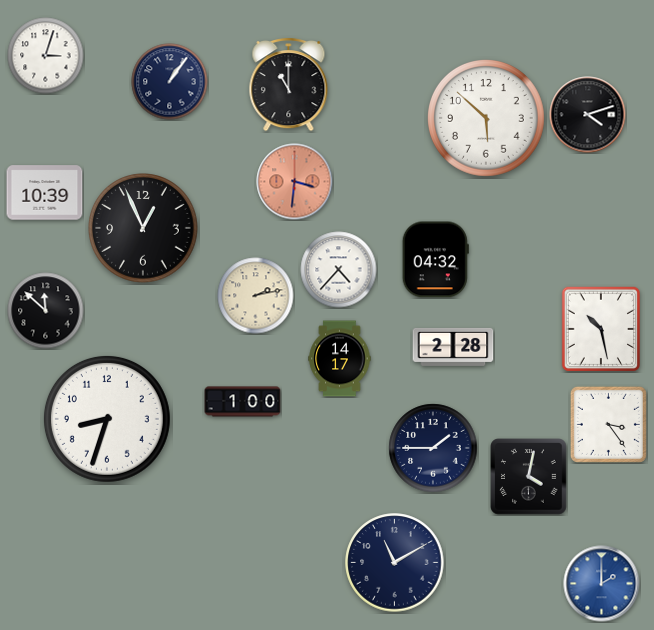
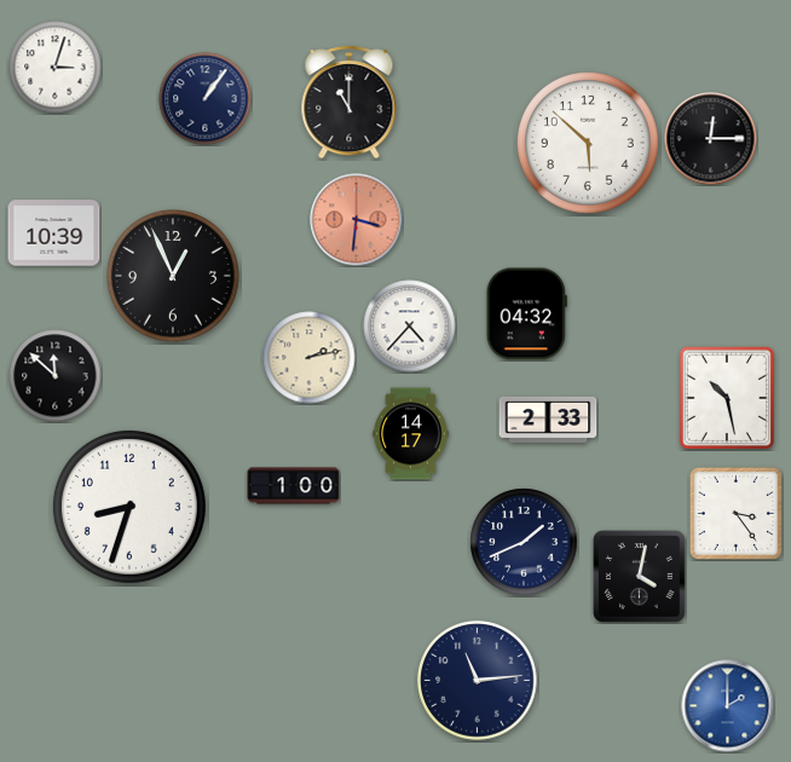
clock at (588, 115): 4:12 -> 12:15
clock at (453, 347): 2:28 -> 2:33
clock at (433, 448): 1:45 -> 1:41
clock at (395, 563): 11:10 -> 11:14
